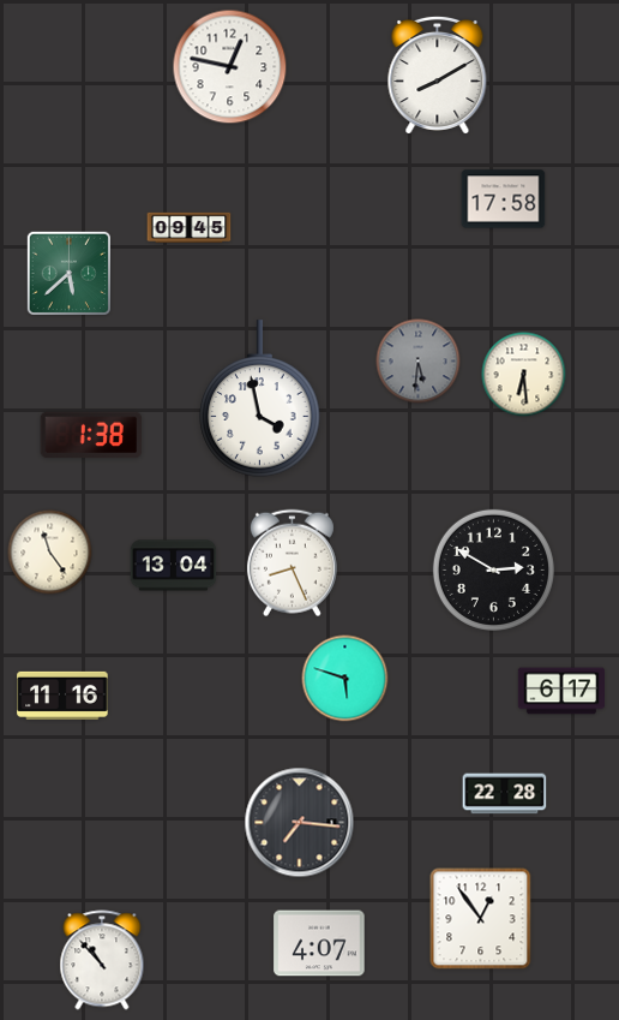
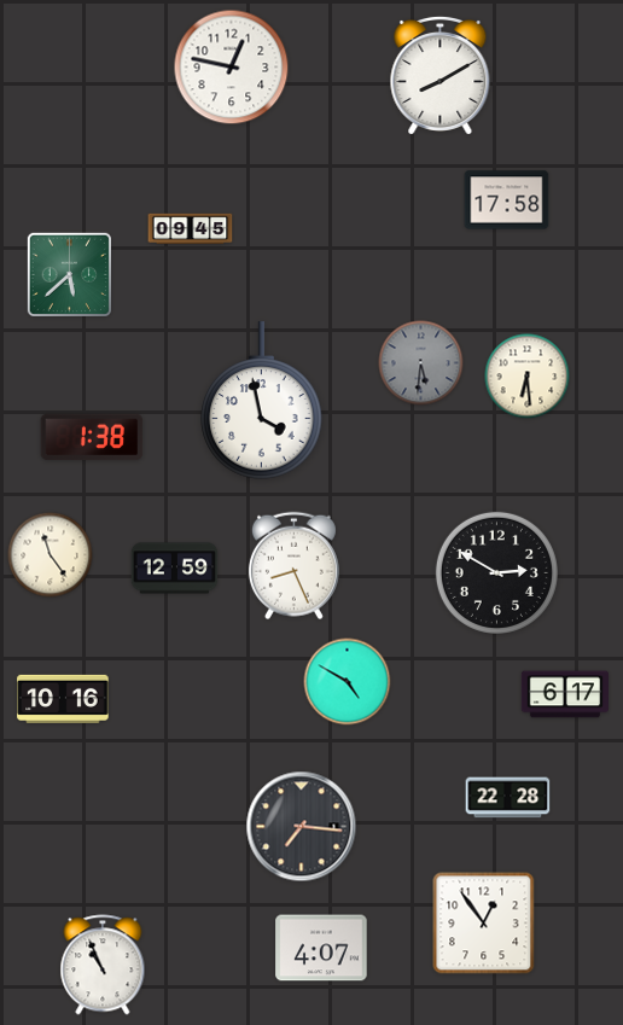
clock at (174, 566): 13:04 -> 12:59
clock at (345, 679): 5:48 -> 4:50
clock at (62, 696): 11:16 -> 10:16
clock at (102, 960): 10:53 -> 10:56
